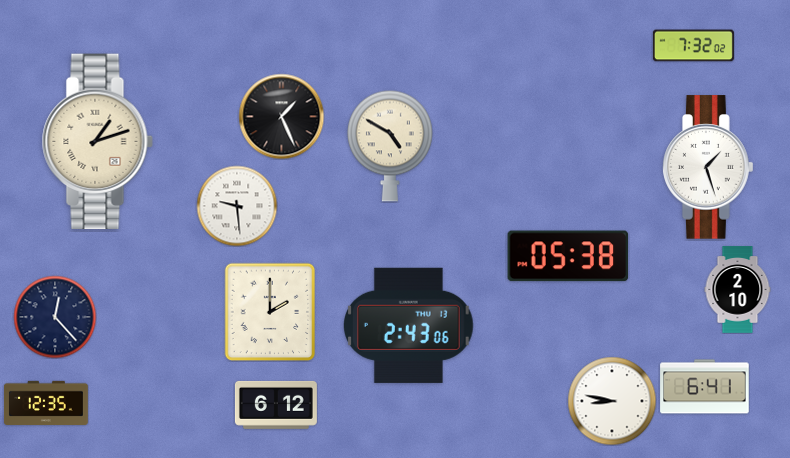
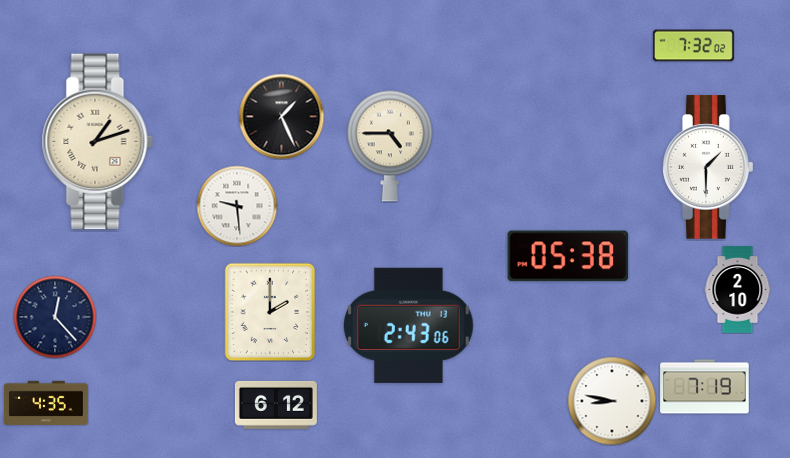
clock at (390, 146): 4:50 -> 4:45
clock at (709, 167): 1:27 -> 1:30
clock at (705, 387): 6:41 -> 7:19
clock at (46, 403): 12:35 -> 4:35
